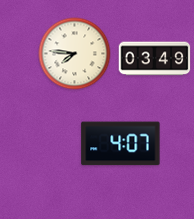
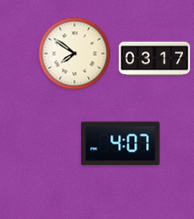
clock at (75, 54): 7:46 -> 7:51
clock at (155, 59): 03:49 -> 03:17
